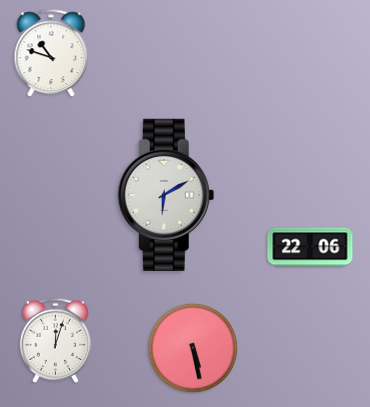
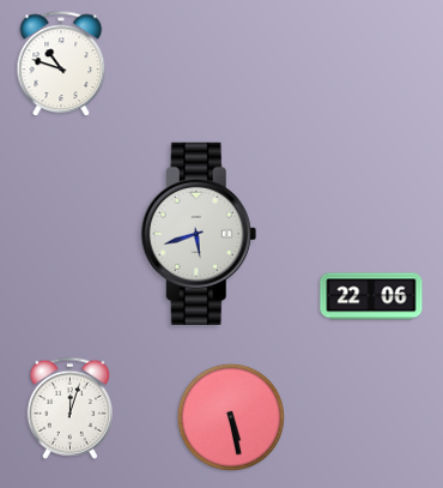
clock at (166, 195): 6:10 -> 5:42
clock at (55, 340) position: (55, 340) -> (69, 408)
